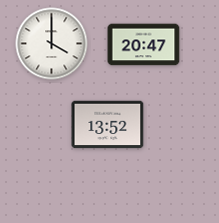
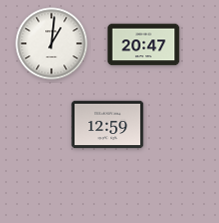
clock at (52, 44): 4:00 -> 1:01
clock at (108, 125): 13:52 -> 12:59
